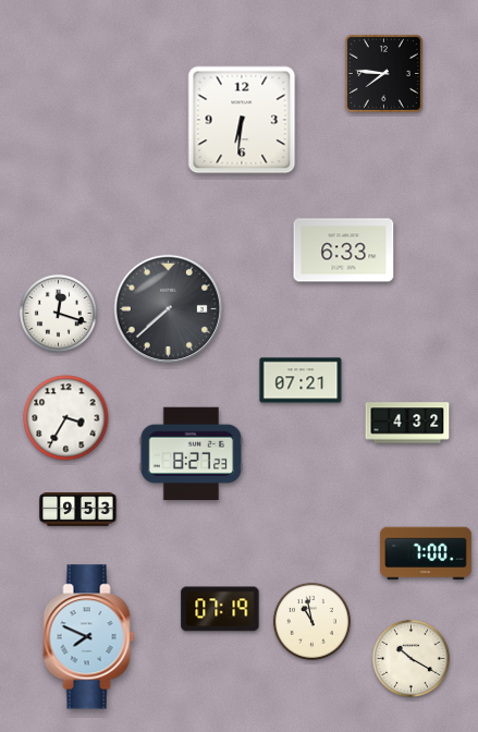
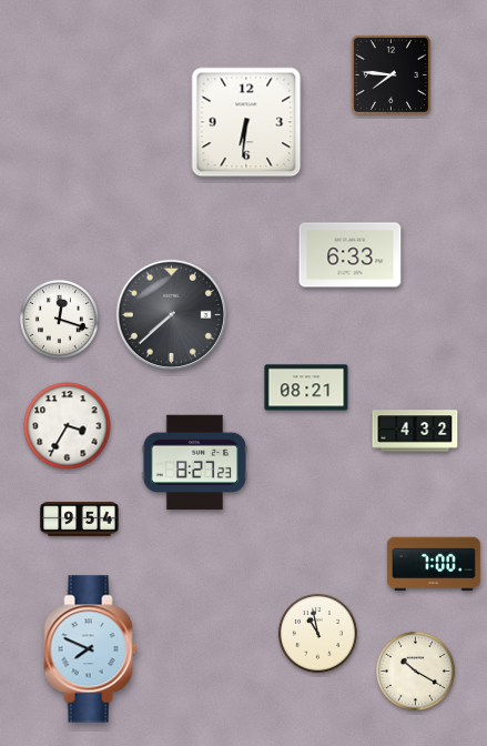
clock at (301, 380): 07:21 -> 08:21
clock at (78, 510): 9:53 -> 9:54
clock at (220, 609): 07:19 -> none
clock at (410, 658) position: (410, 658) -> (415, 671)
